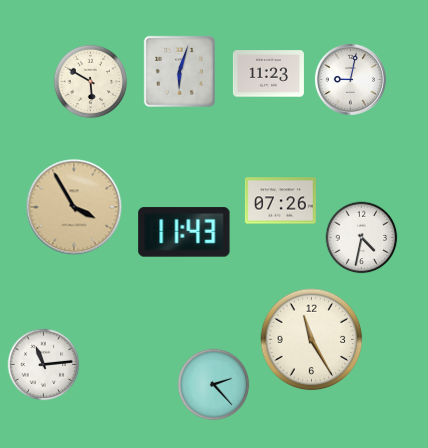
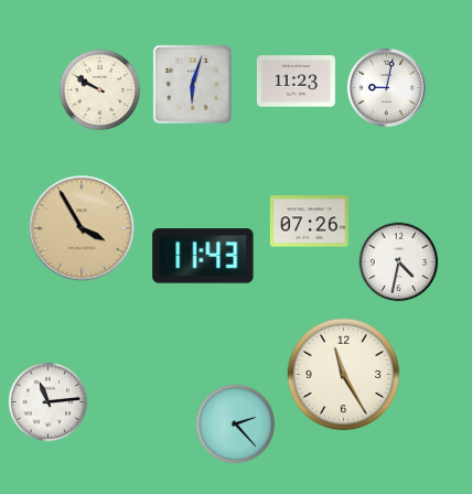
clock at (179, 71) position: (179, 71) -> (192, 84)
clock at (91, 82): 5:50 -> 9:50
